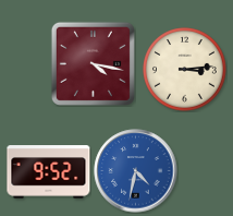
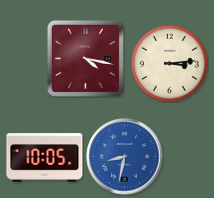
clock at (136, 171): 4:32 -> 8:32
clock at (49, 172): 9:52 -> 10:05
